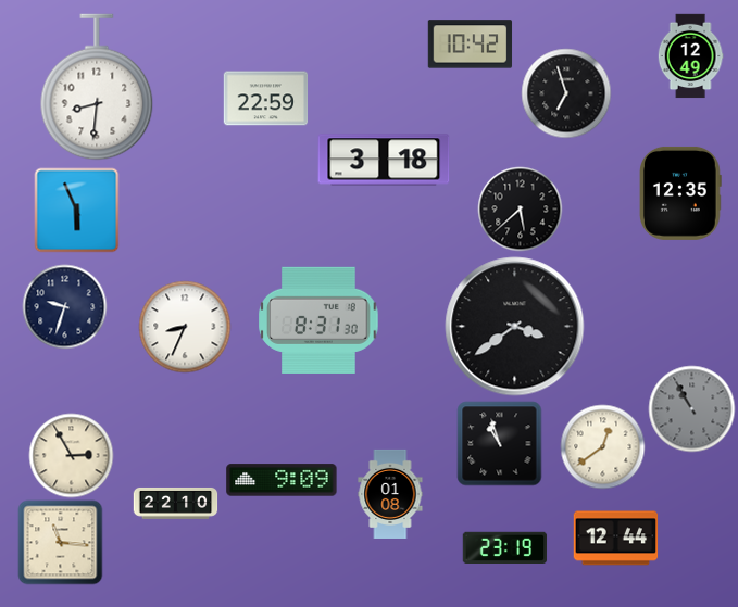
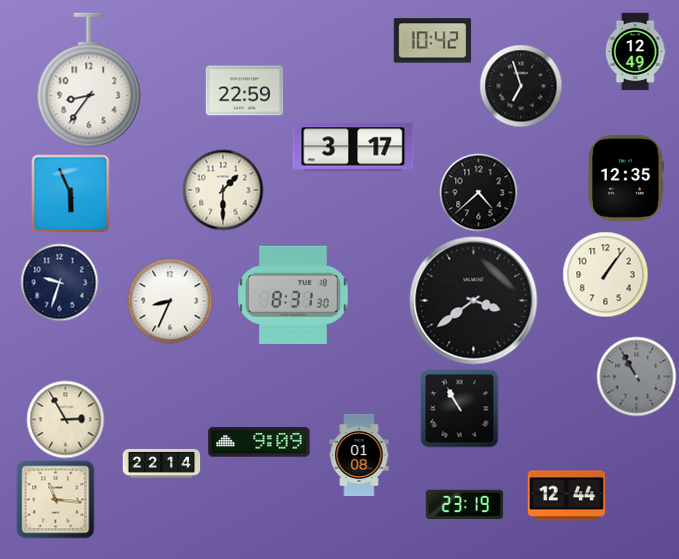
clock at (97, 87): 8:31 -> 8:36
clock at (384, 160): 3:18 -> 3:17
clock at (223, 190): none -> 1:30
clock at (520, 208): 5:38 -> 4:38
clock at (605, 274): none -> 1:06
clock at (499, 443): 10:57 -> 10:55
clock at (602, 446): 12:39 -> none
clock at (175, 503): 22:10 -> 22:14
